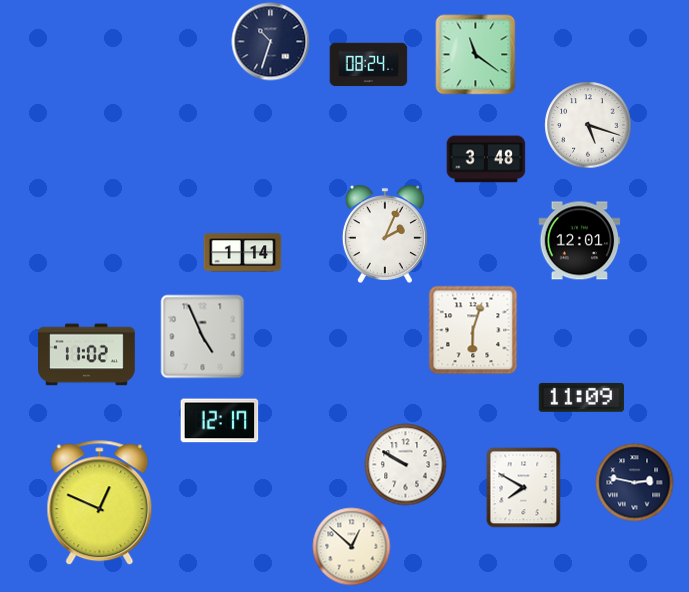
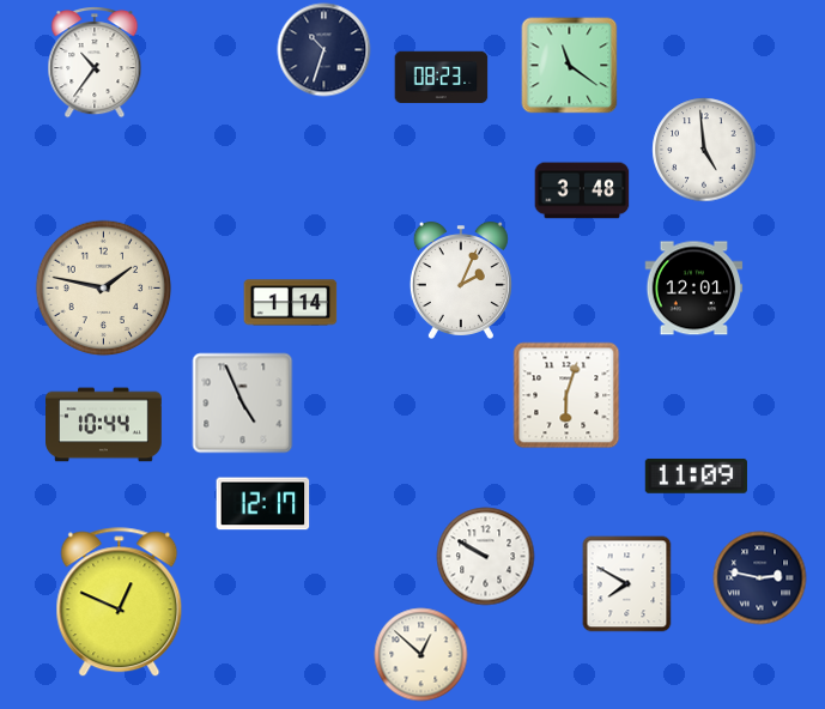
clock at (95, 62): none -> 10:36
clock at (368, 65): 08:24 -> 08:23
clock at (588, 125): 5:18 -> 4:59
clock at (103, 287): none -> 1:47
clock at (87, 355): 11:02 -> 10:44
